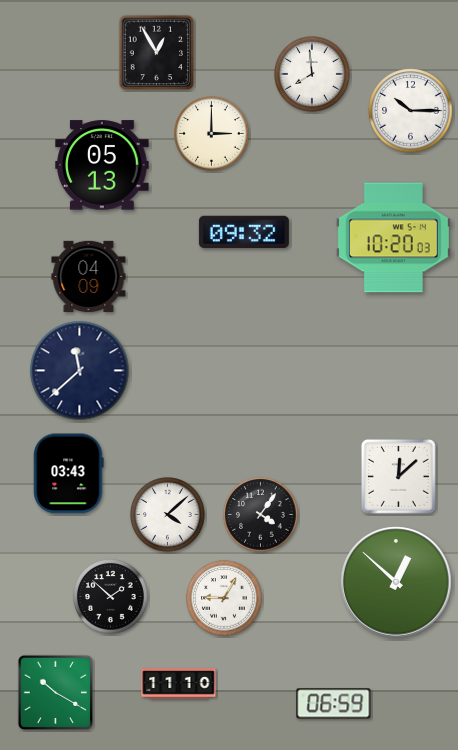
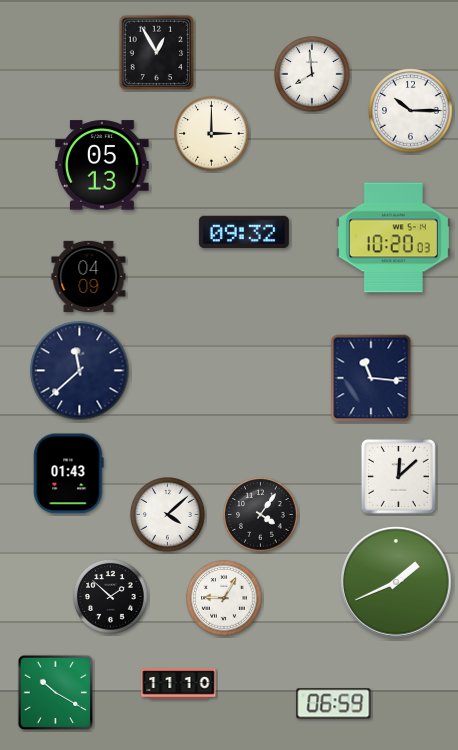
clock at (371, 378): none -> 11:16
clock at (69, 474): 03:43 -> 01:43
clock at (396, 582): 12:52 -> 1:41
